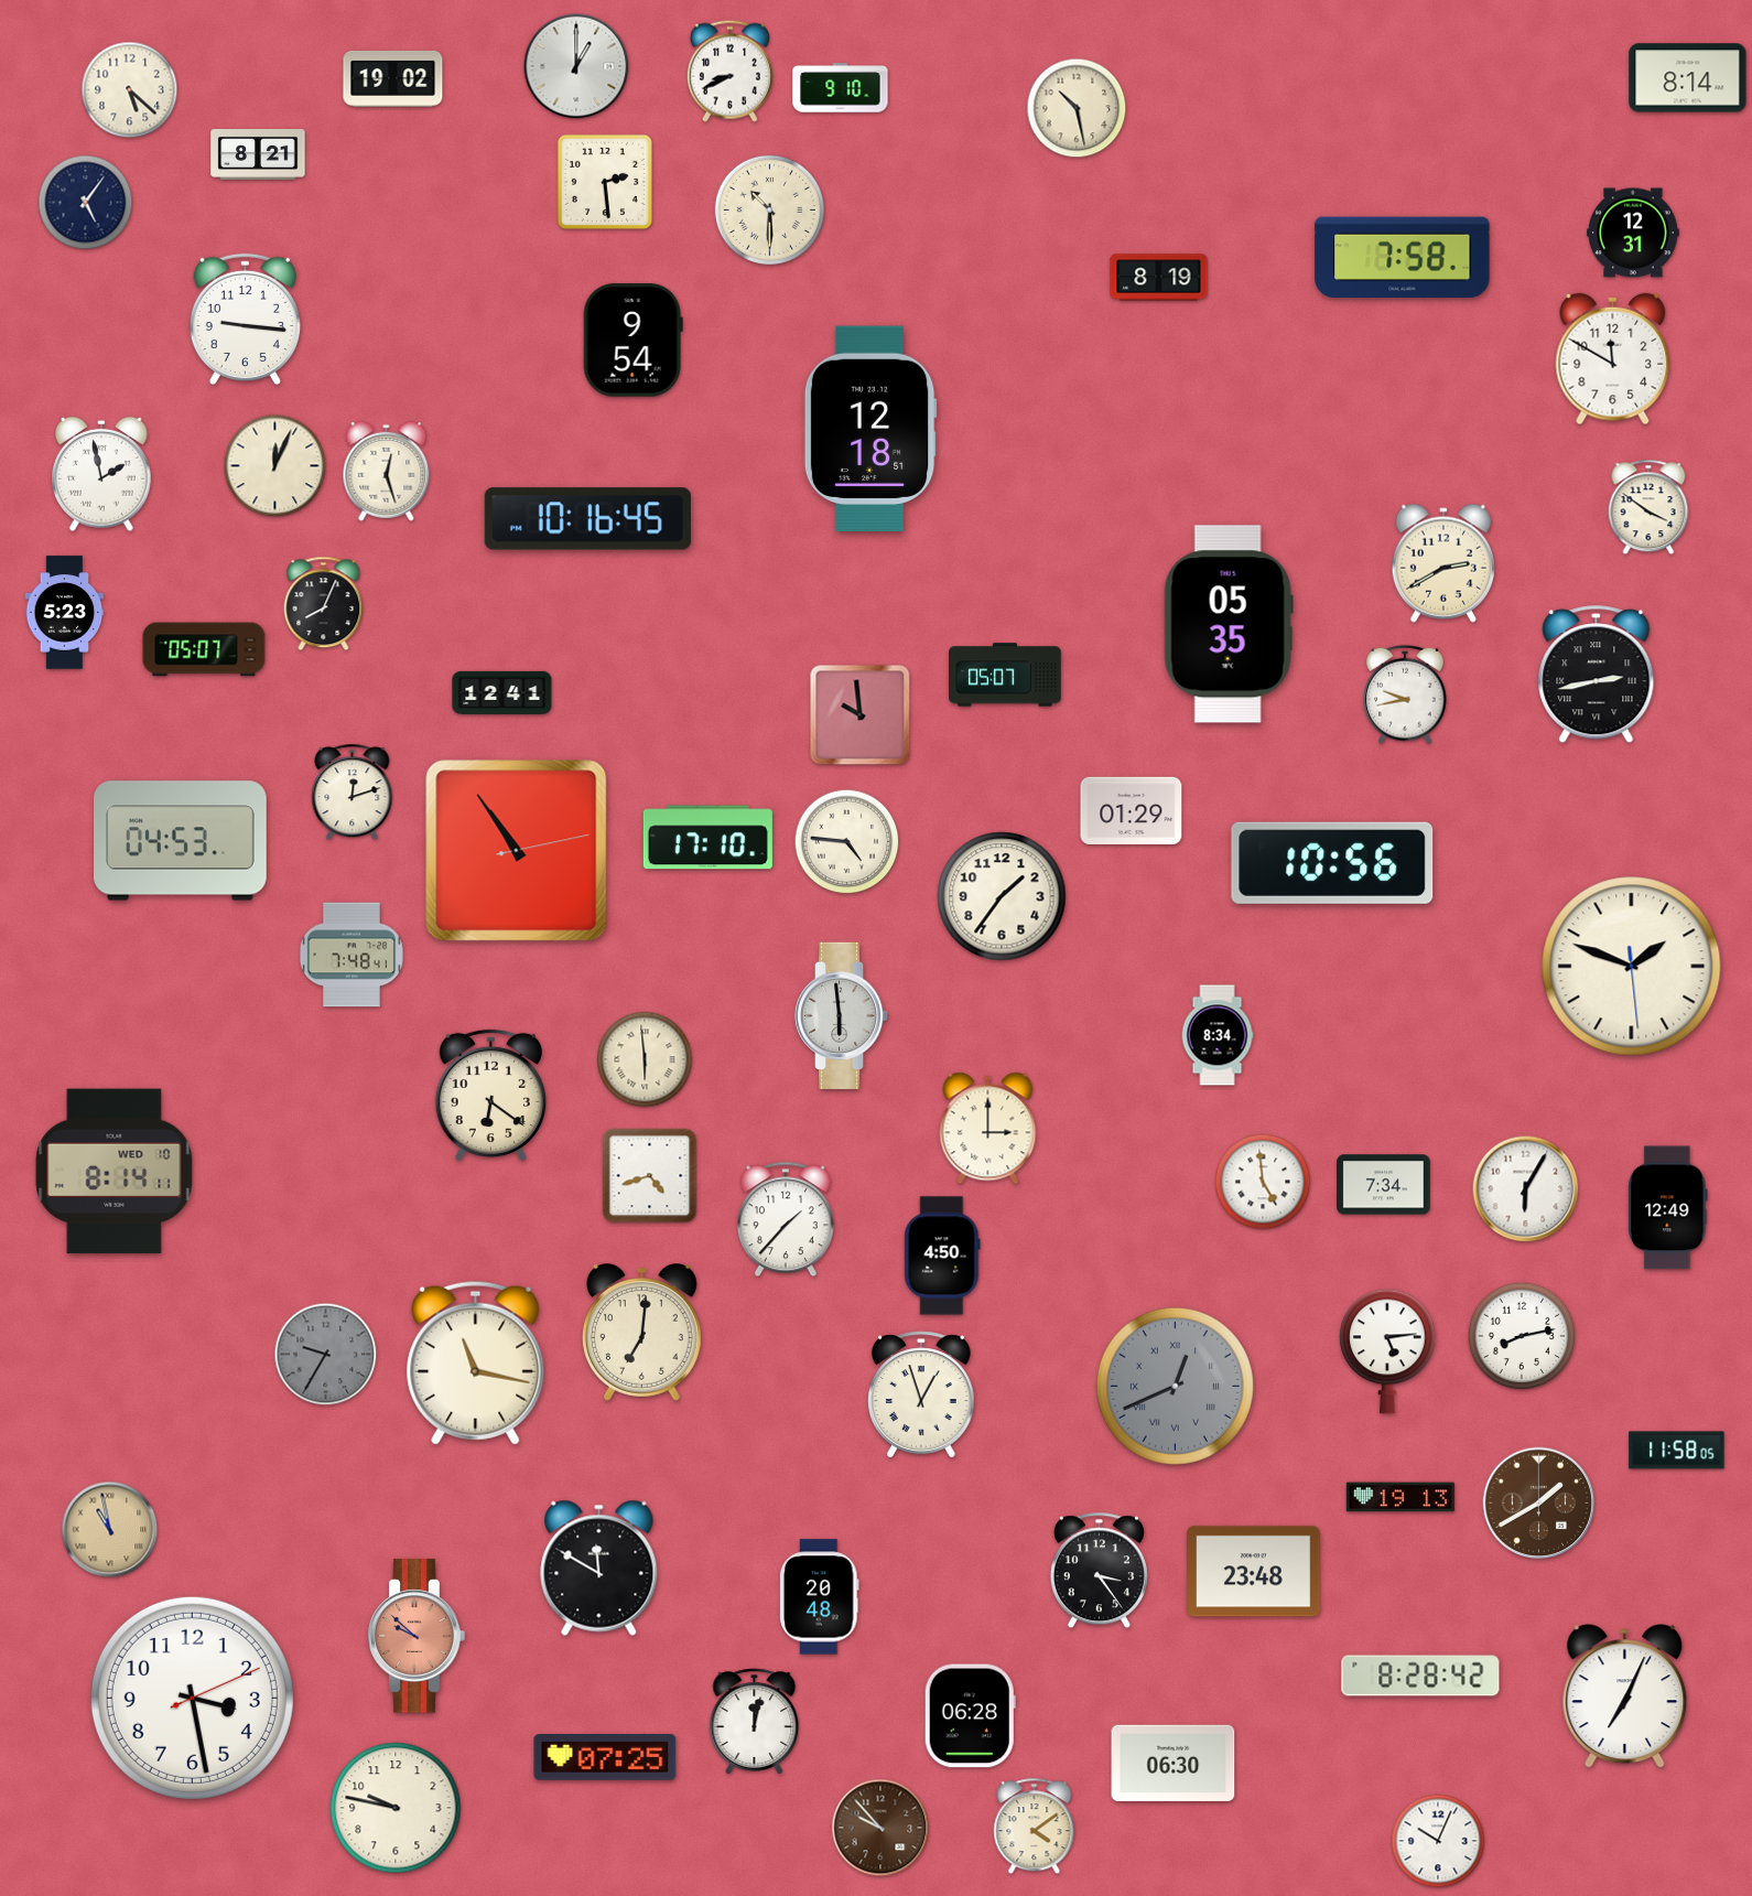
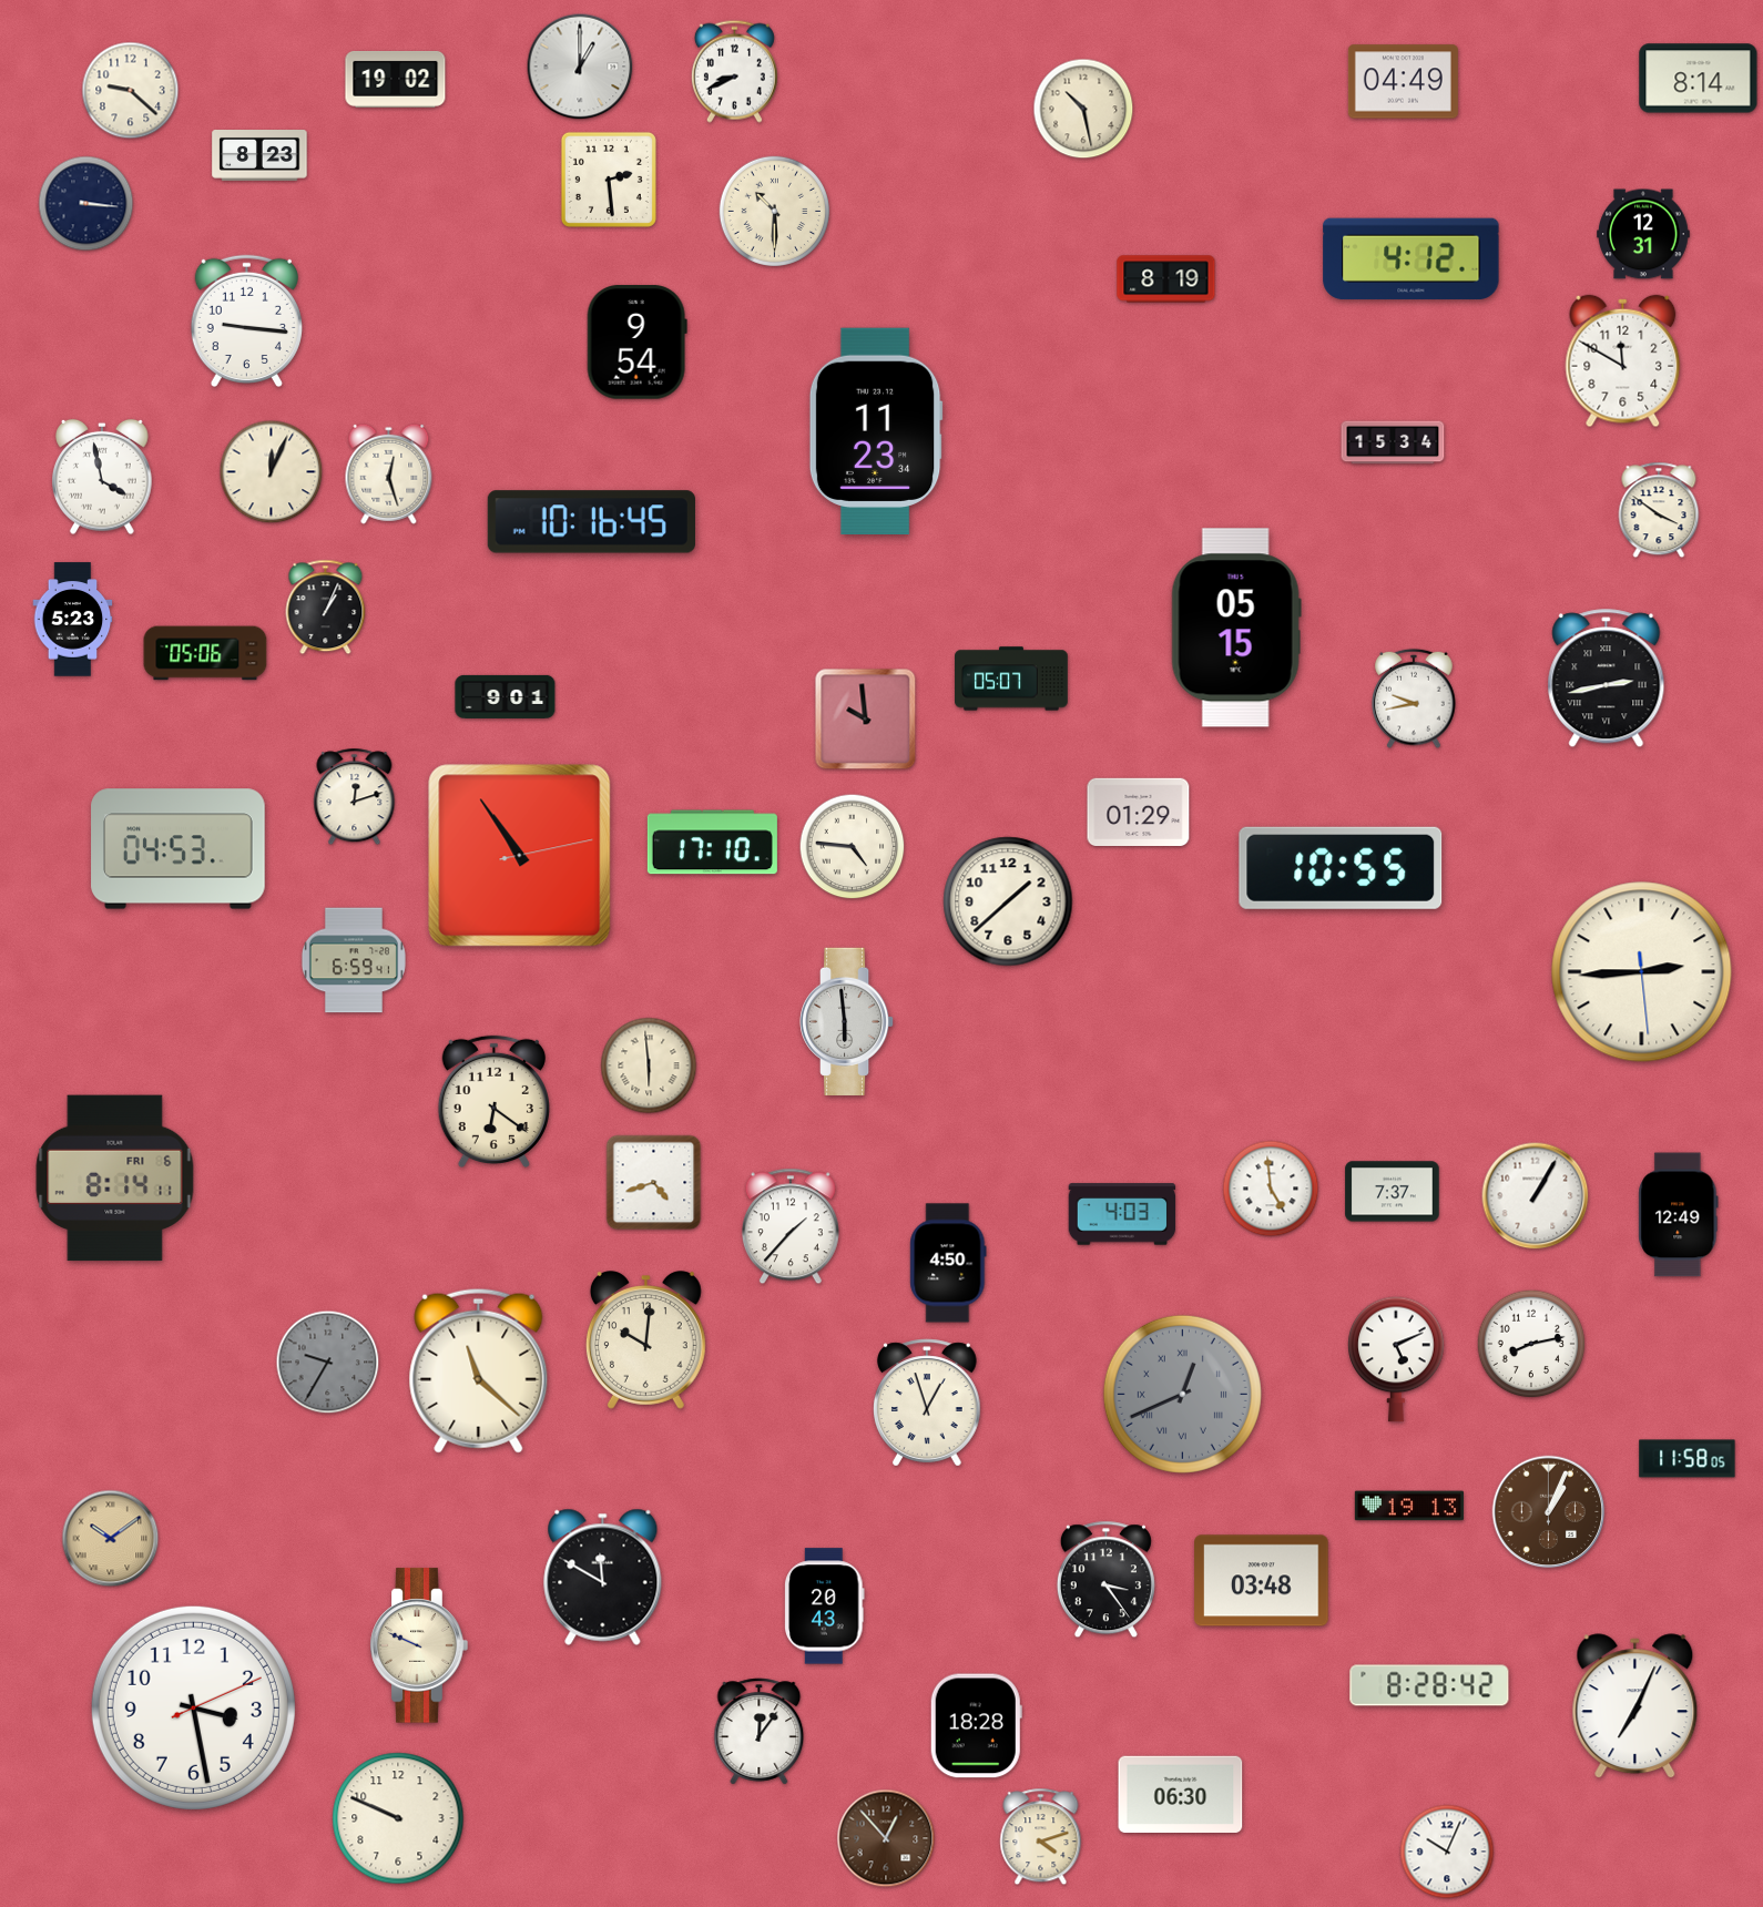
clock at (1403, 82): none -> 04:49
clock at (841, 88): 9:10 -> none
clock at (130, 90): 5:22 -> 9:22
clock at (258, 155): 8:21 -> 8:23
clock at (605, 182) position: (605, 182) -> (609, 180)
clock at (86, 203): 5:06 -> 3:16
clock at (1403, 258): 7:58 -> 4:12
clock at (870, 428): 12:18 -> 11:23
clock at (1393, 442): none -> 15:34
clock at (275, 466) position: (275, 466) -> (272, 472)
clock at (102, 474): 1:58 -> 3:58
clock at (1443, 563): 2:40 -> none
clock at (324, 604): 8:04 -> 1:04
clock at (65, 613) position: (65, 613) -> (73, 620)
clock at (1229, 624): 05:35 -> 05:15
clock at (204, 649): 05:07 -> 05:06
clock at (502, 692): 12:41 -> 9:01
clock at (1132, 810) position: (1132, 810) -> (1139, 812)
clock at (181, 841) position: (181, 841) -> (179, 849)
clock at (1332, 863): 10:56 -> 10:55
clock at (1002, 896): 1:36 -> 1:38
clock at (352, 955): 7:48 -> 6:59
clock at (1632, 967): 1:48 -> 2:44
clock at (1218, 1035): 8:34 -> none
clock at (988, 1129): 3:00 -> none
clock at (115, 1172) date: WED 10 -> FRI 6
clock at (1384, 1185): 7:34 -> 7:37
clock at (1526, 1189): 6:05 -> 1:05
clock at (1122, 1214): none -> 4:03
clock at (641, 1333): 7:01 -> 10:01
clock at (1387, 1351): 5:14 -> 5:11
clock at (476, 1362): 11:17 -> 11:22
clock at (1539, 1504): 1:40 -> 1:04
clock at (110, 1530): 10:58 -> 10:09
clock at (1254, 1572): 23:48 -> 03:48
clock at (820, 1597): 20:48 -> 20:43
clock at (417, 1636): 9:52 -> 9:49
clock at (417, 1636) dial: salmon -> cream
clock at (970, 1716): 06:28 -> 18:28
clock at (755, 1722): 12:02 -> 12:06
clock at (605, 1757): 07:25 -> none
clock at (1174, 1763) position: (1174, 1763) -> (1181, 1794)
clock at (396, 1808): 9:47 -> 9:49
clock at (1035, 1827): 4:09 -> 4:12
clock at (880, 1828): 9:53 -> 12:53
